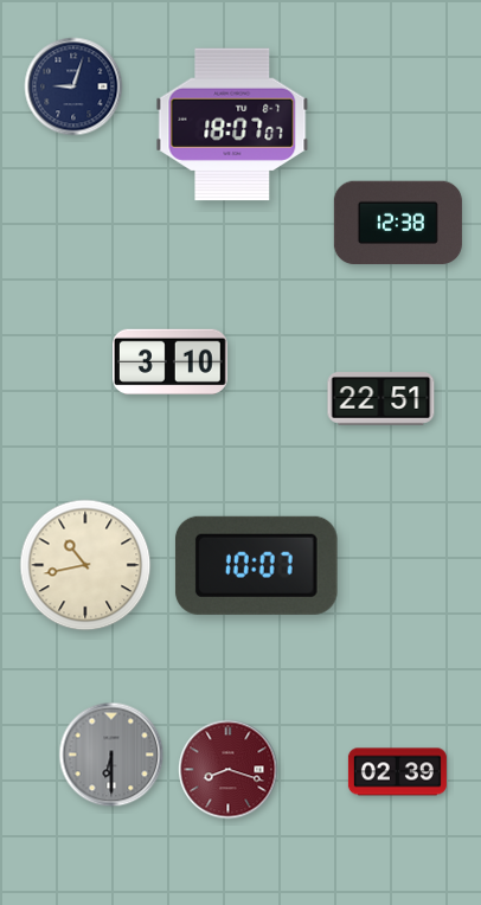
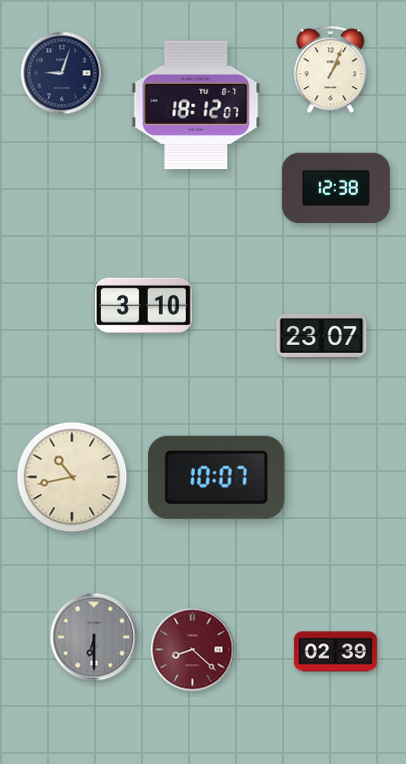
clock at (331, 70): none -> 1:04
clock at (232, 124): 18:07 -> 18:12
clock at (381, 399): 22:51 -> 23:07
clock at (229, 770): 8:18 -> 8:22
